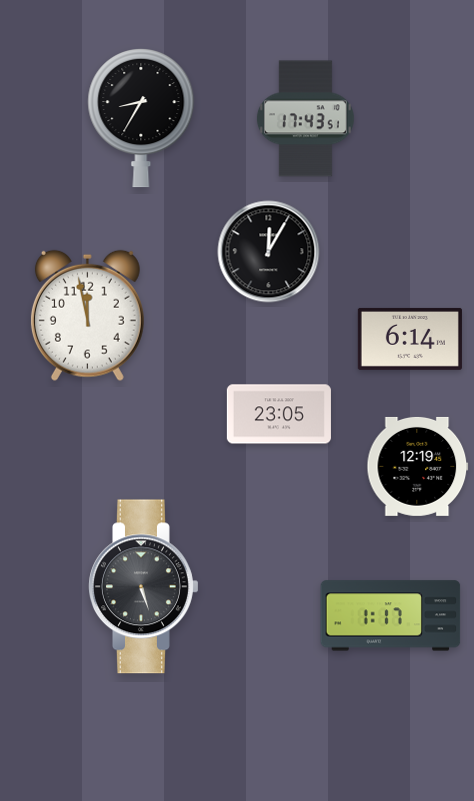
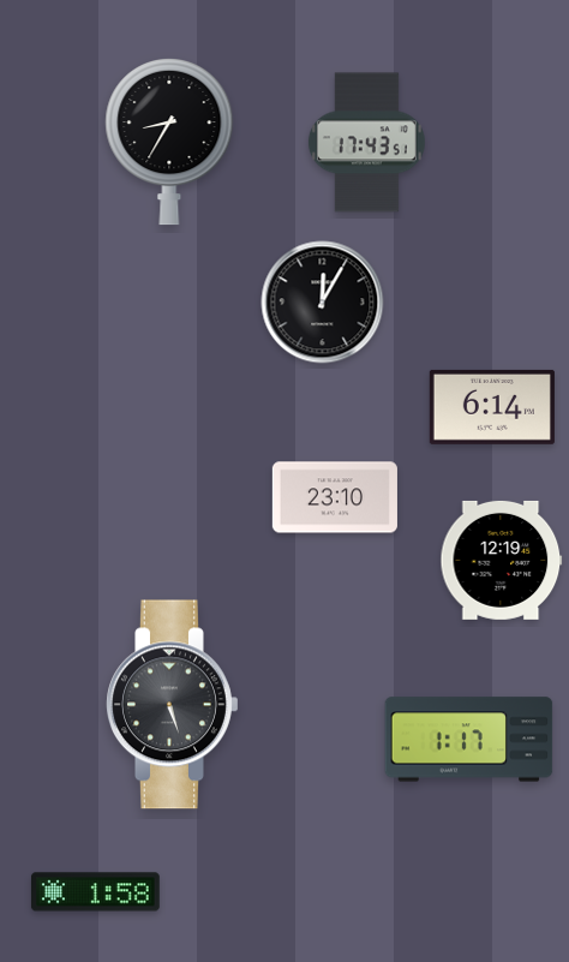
clock at (87, 315): 11:58 -> none
clock at (279, 414): 23:05 -> 23:10
clock at (95, 892): none -> 1:58
